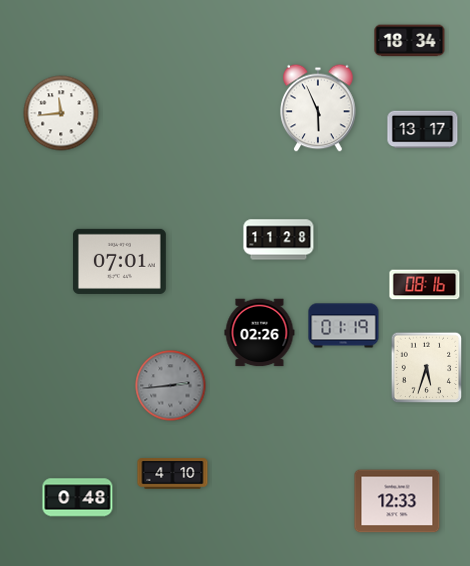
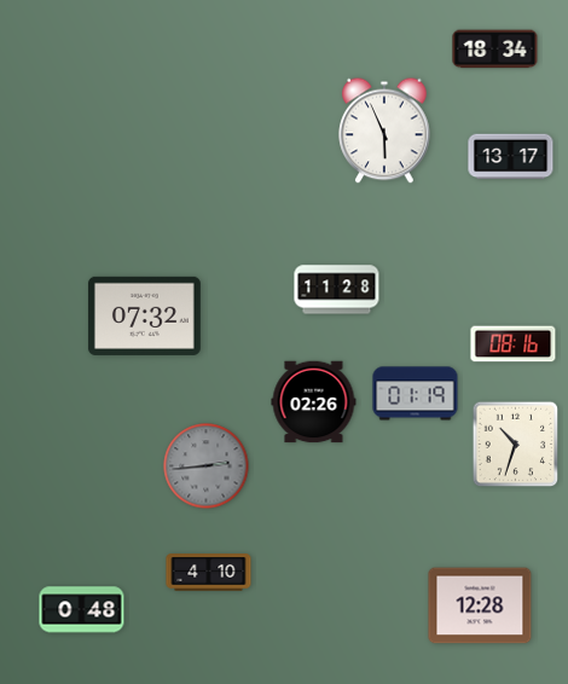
clock at (61, 113): 11:44 -> none
clock at (119, 261): 07:01 -> 07:32
clock at (427, 368): 5:33 -> 10:33
clock at (78, 498) position: (78, 498) -> (82, 610)
clock at (397, 501): 12:33 -> 12:28
